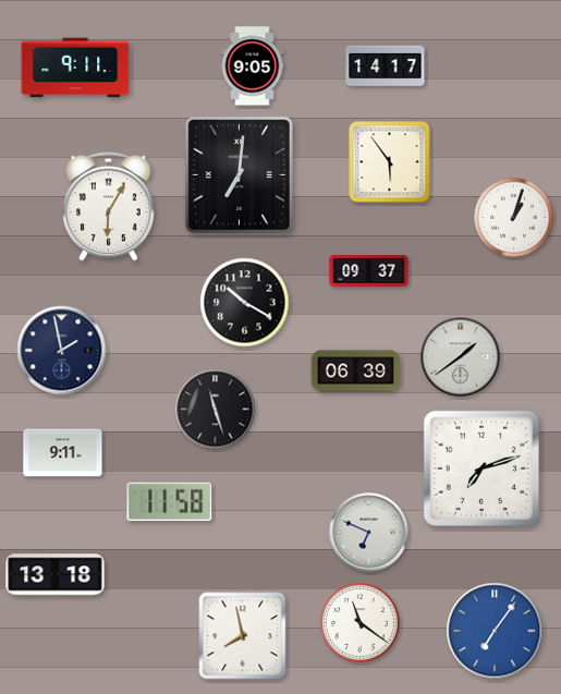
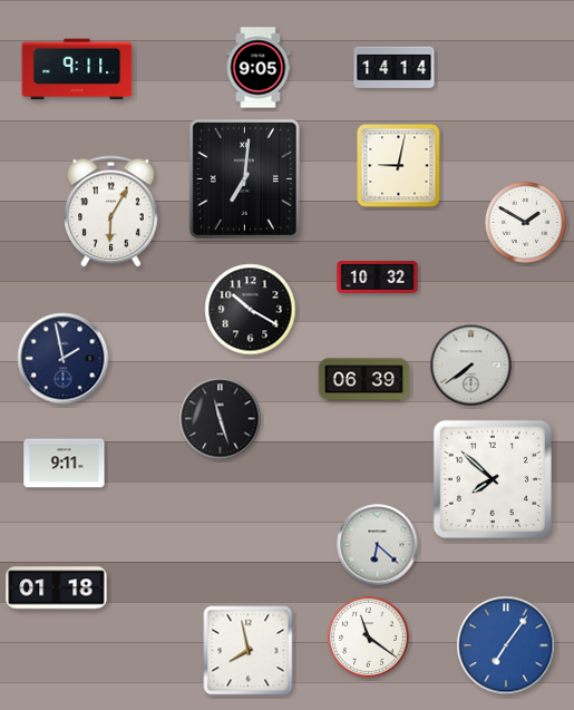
clock at (386, 66): 14:17 -> 14:14
clock at (390, 162): 5:54 -> 9:02
clock at (514, 218): 1:03 -> 1:50
clock at (369, 271): 09:37 -> 10:32
clock at (461, 357): 1:39 -> 7:39
clock at (481, 468): 7:12 -> 7:52
clock at (170, 502): 11:58 -> none
clock at (369, 533): 6:49 -> 6:22
clock at (56, 575): 13:18 -> 01:18
